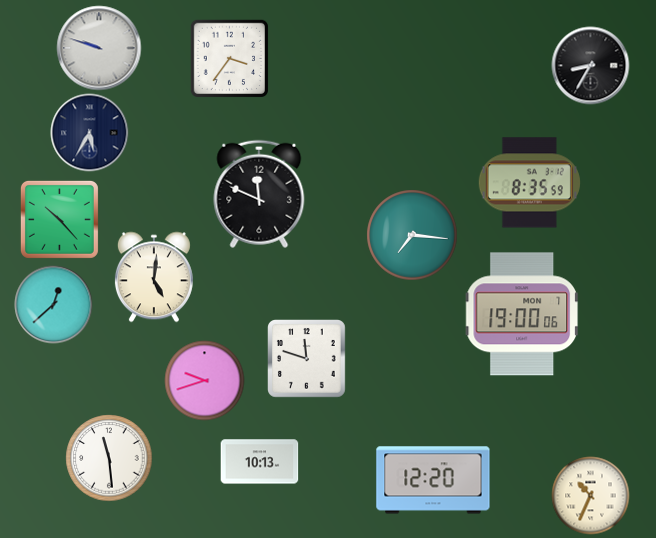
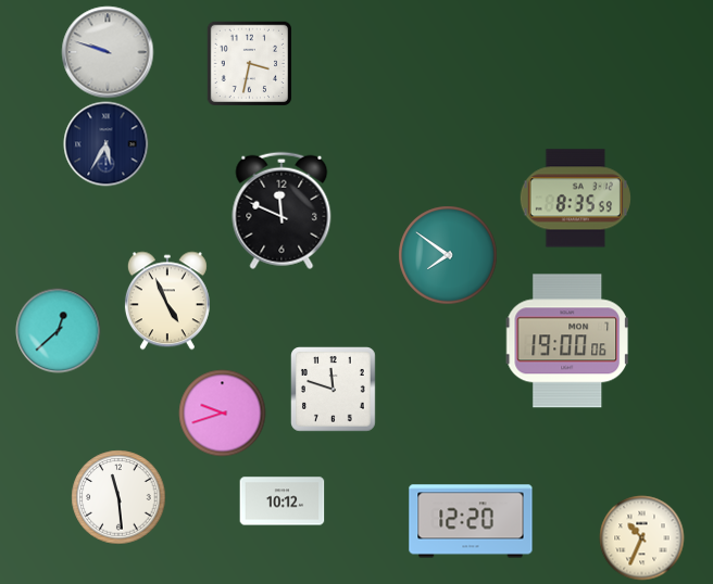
clock at (229, 58): 3:36 -> 3:32
clock at (590, 65): 8:35 -> none
clock at (89, 132) position: (89, 132) -> (105, 143)
clock at (59, 219): 10:23 -> none
clock at (412, 235): 7:16 -> 7:51
clock at (154, 277): 5:01 -> 4:56
clock at (259, 462): 10:13 -> 10:12
